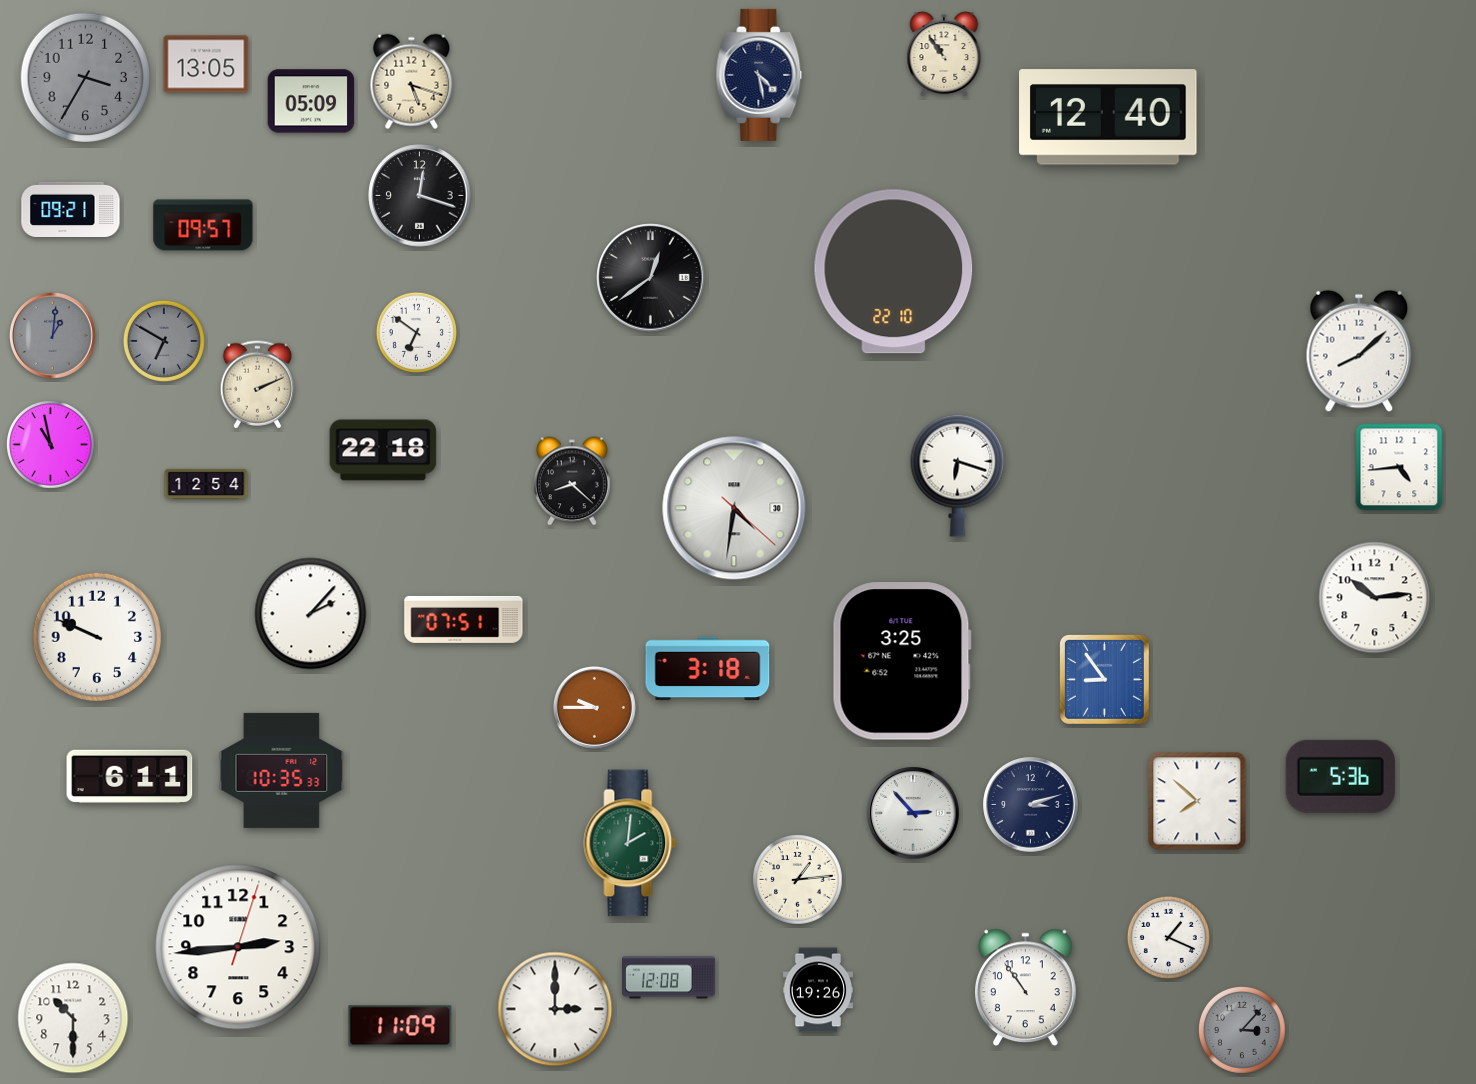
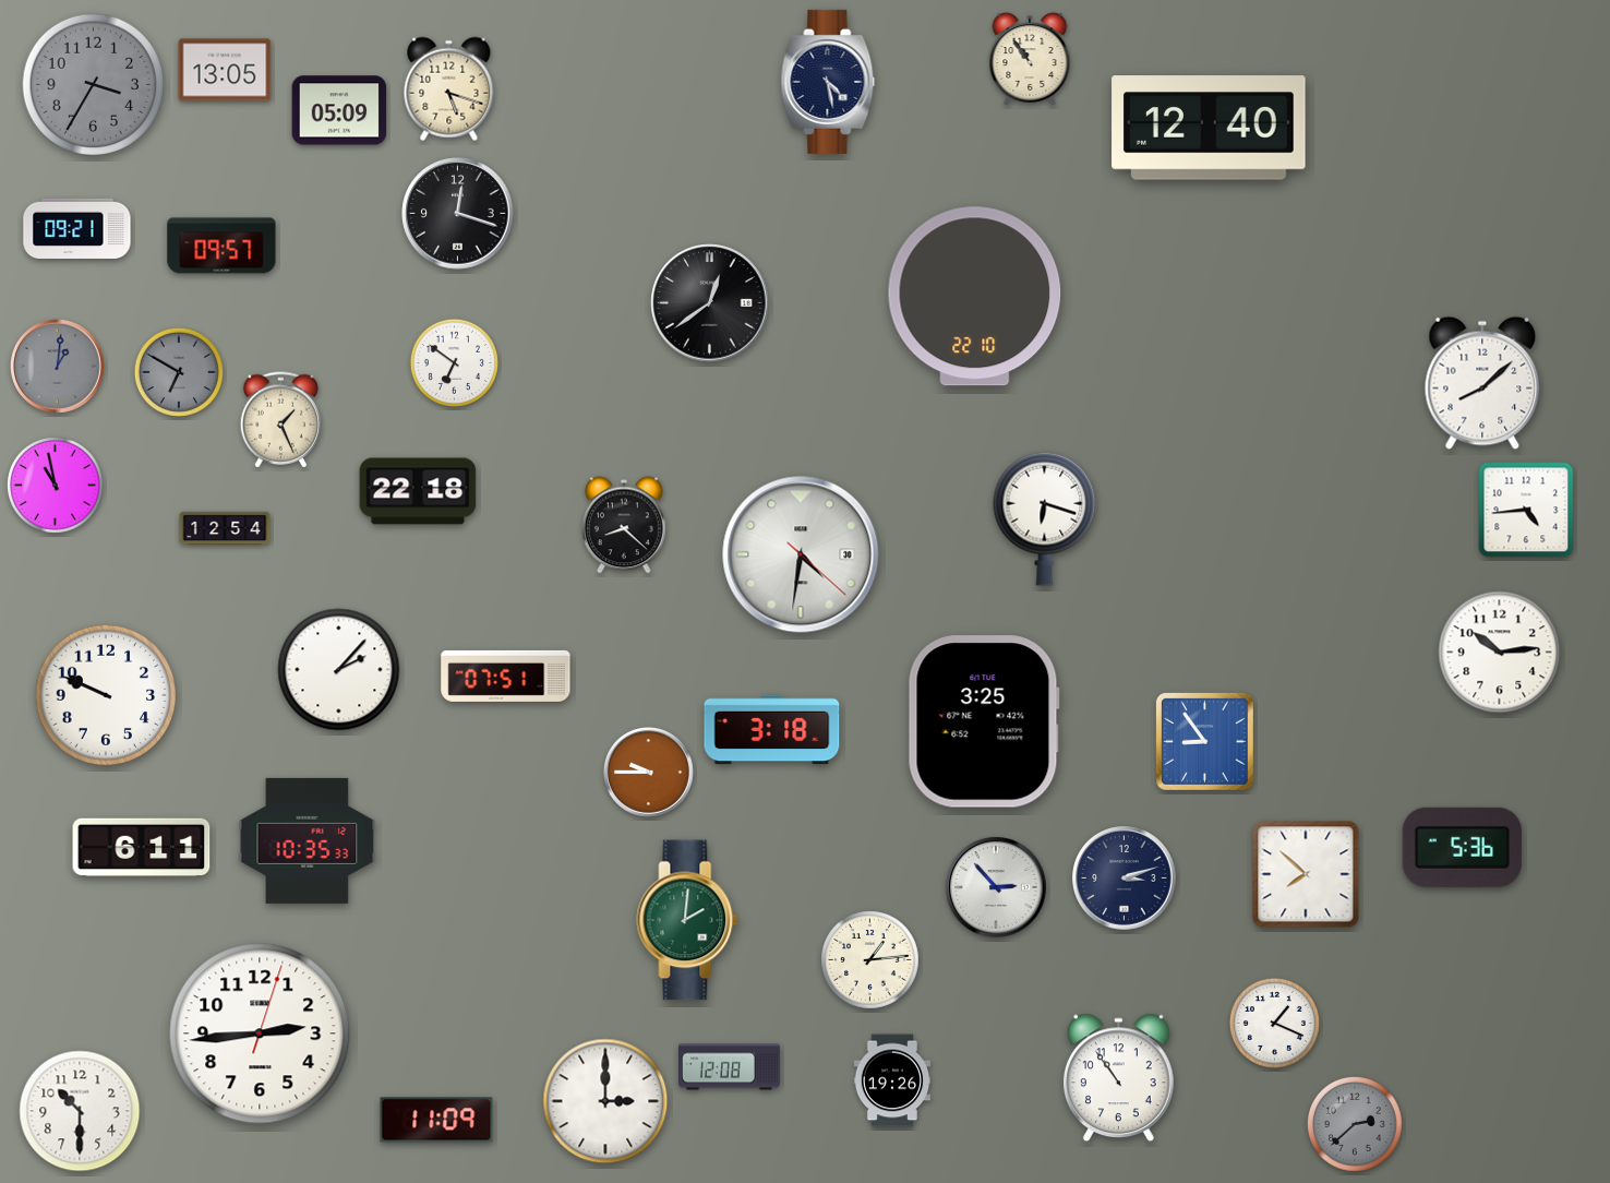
clock at (257, 385): 2:11 -> 1:26
clock at (1242, 1030): 3:07 -> 2:38
